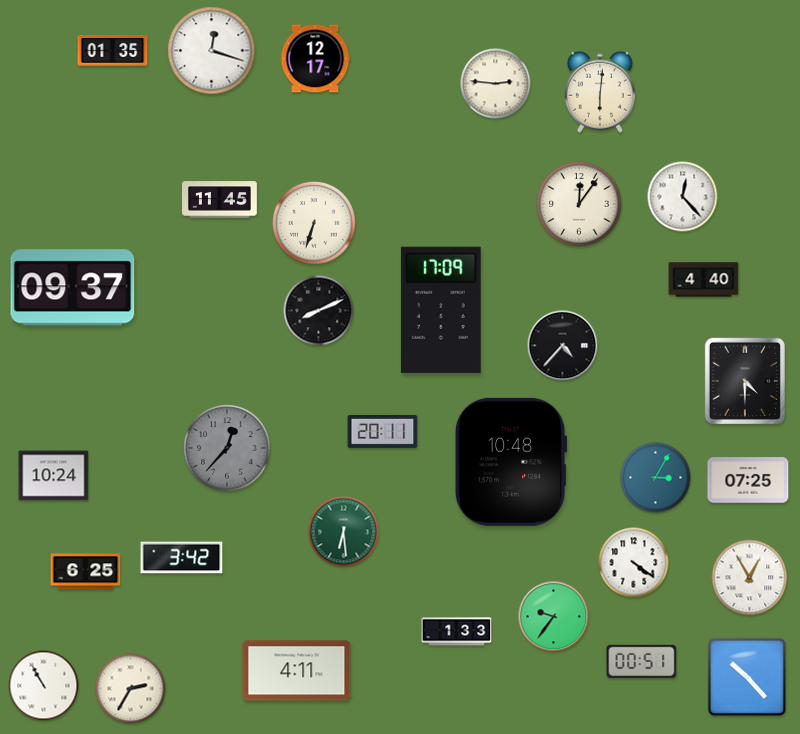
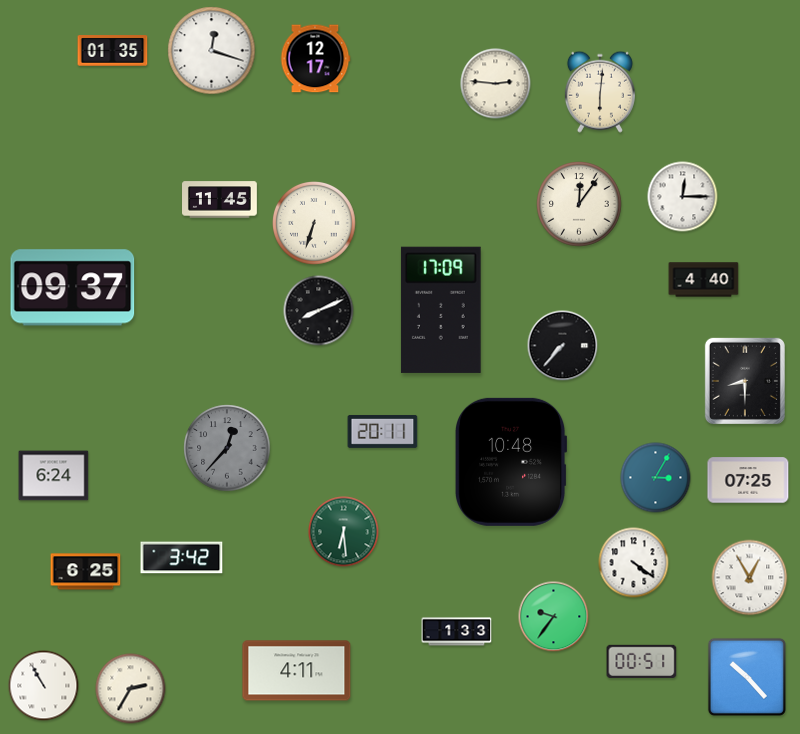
clock at (683, 197): 12:23 -> 12:15
clock at (563, 346): 4:37 -> 7:37
clock at (745, 381): 4:30 -> 8:30
clock at (54, 476): 10:24 -> 6:24
